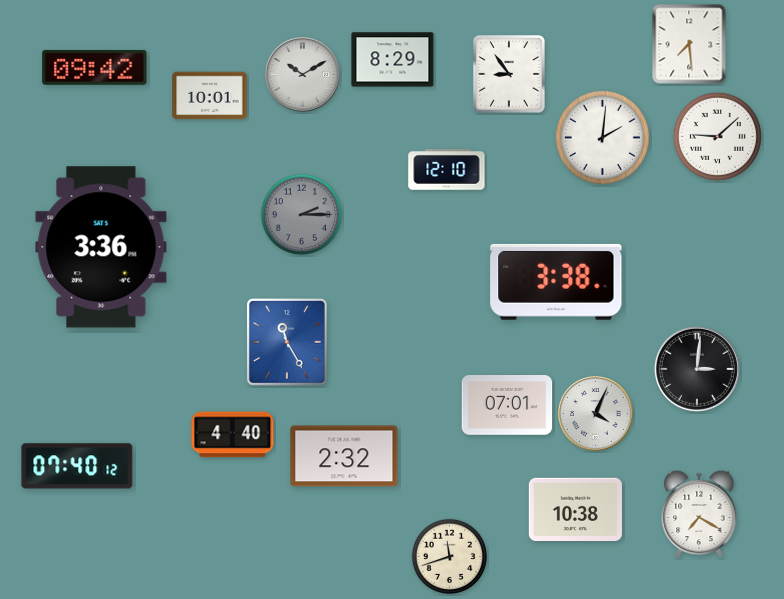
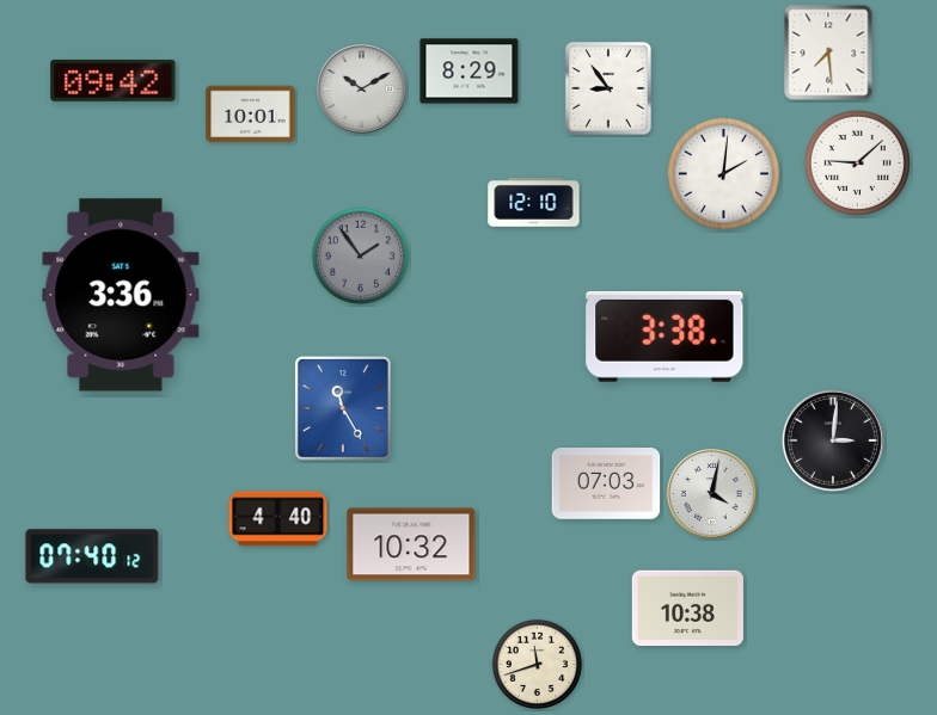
clock at (689, 44) position: (689, 44) -> (828, 53)
clock at (602, 137) position: (602, 137) -> (723, 173)
clock at (301, 214): 2:15 -> 1:54
clock at (507, 406): 07:01 -> 07:03
clock at (596, 414): 4:04 -> 4:02
clock at (344, 456): 2:32 -> 10:32
clock at (699, 514): 7:20 -> none
